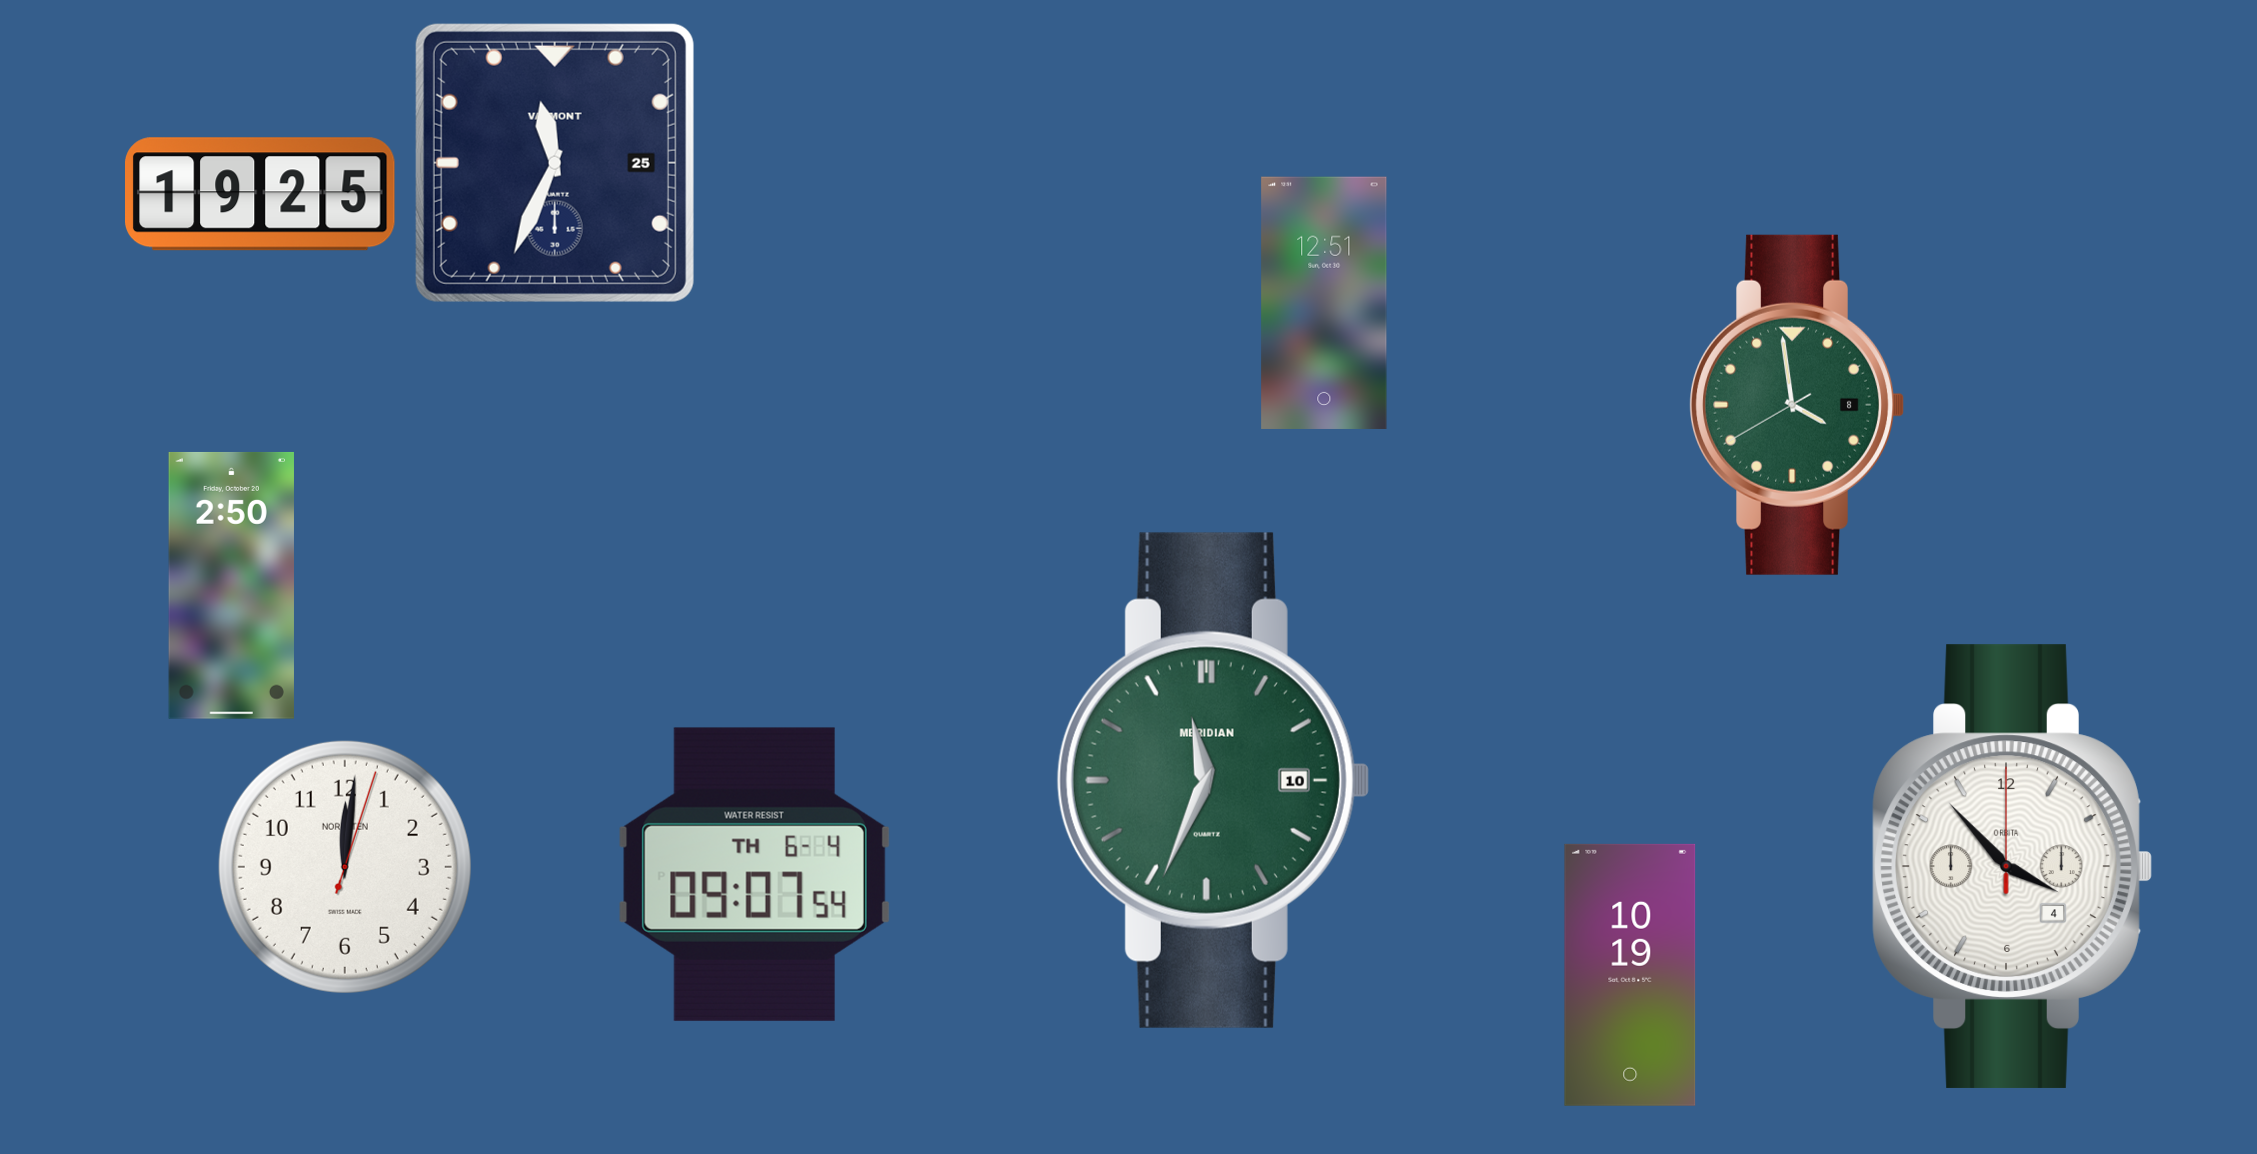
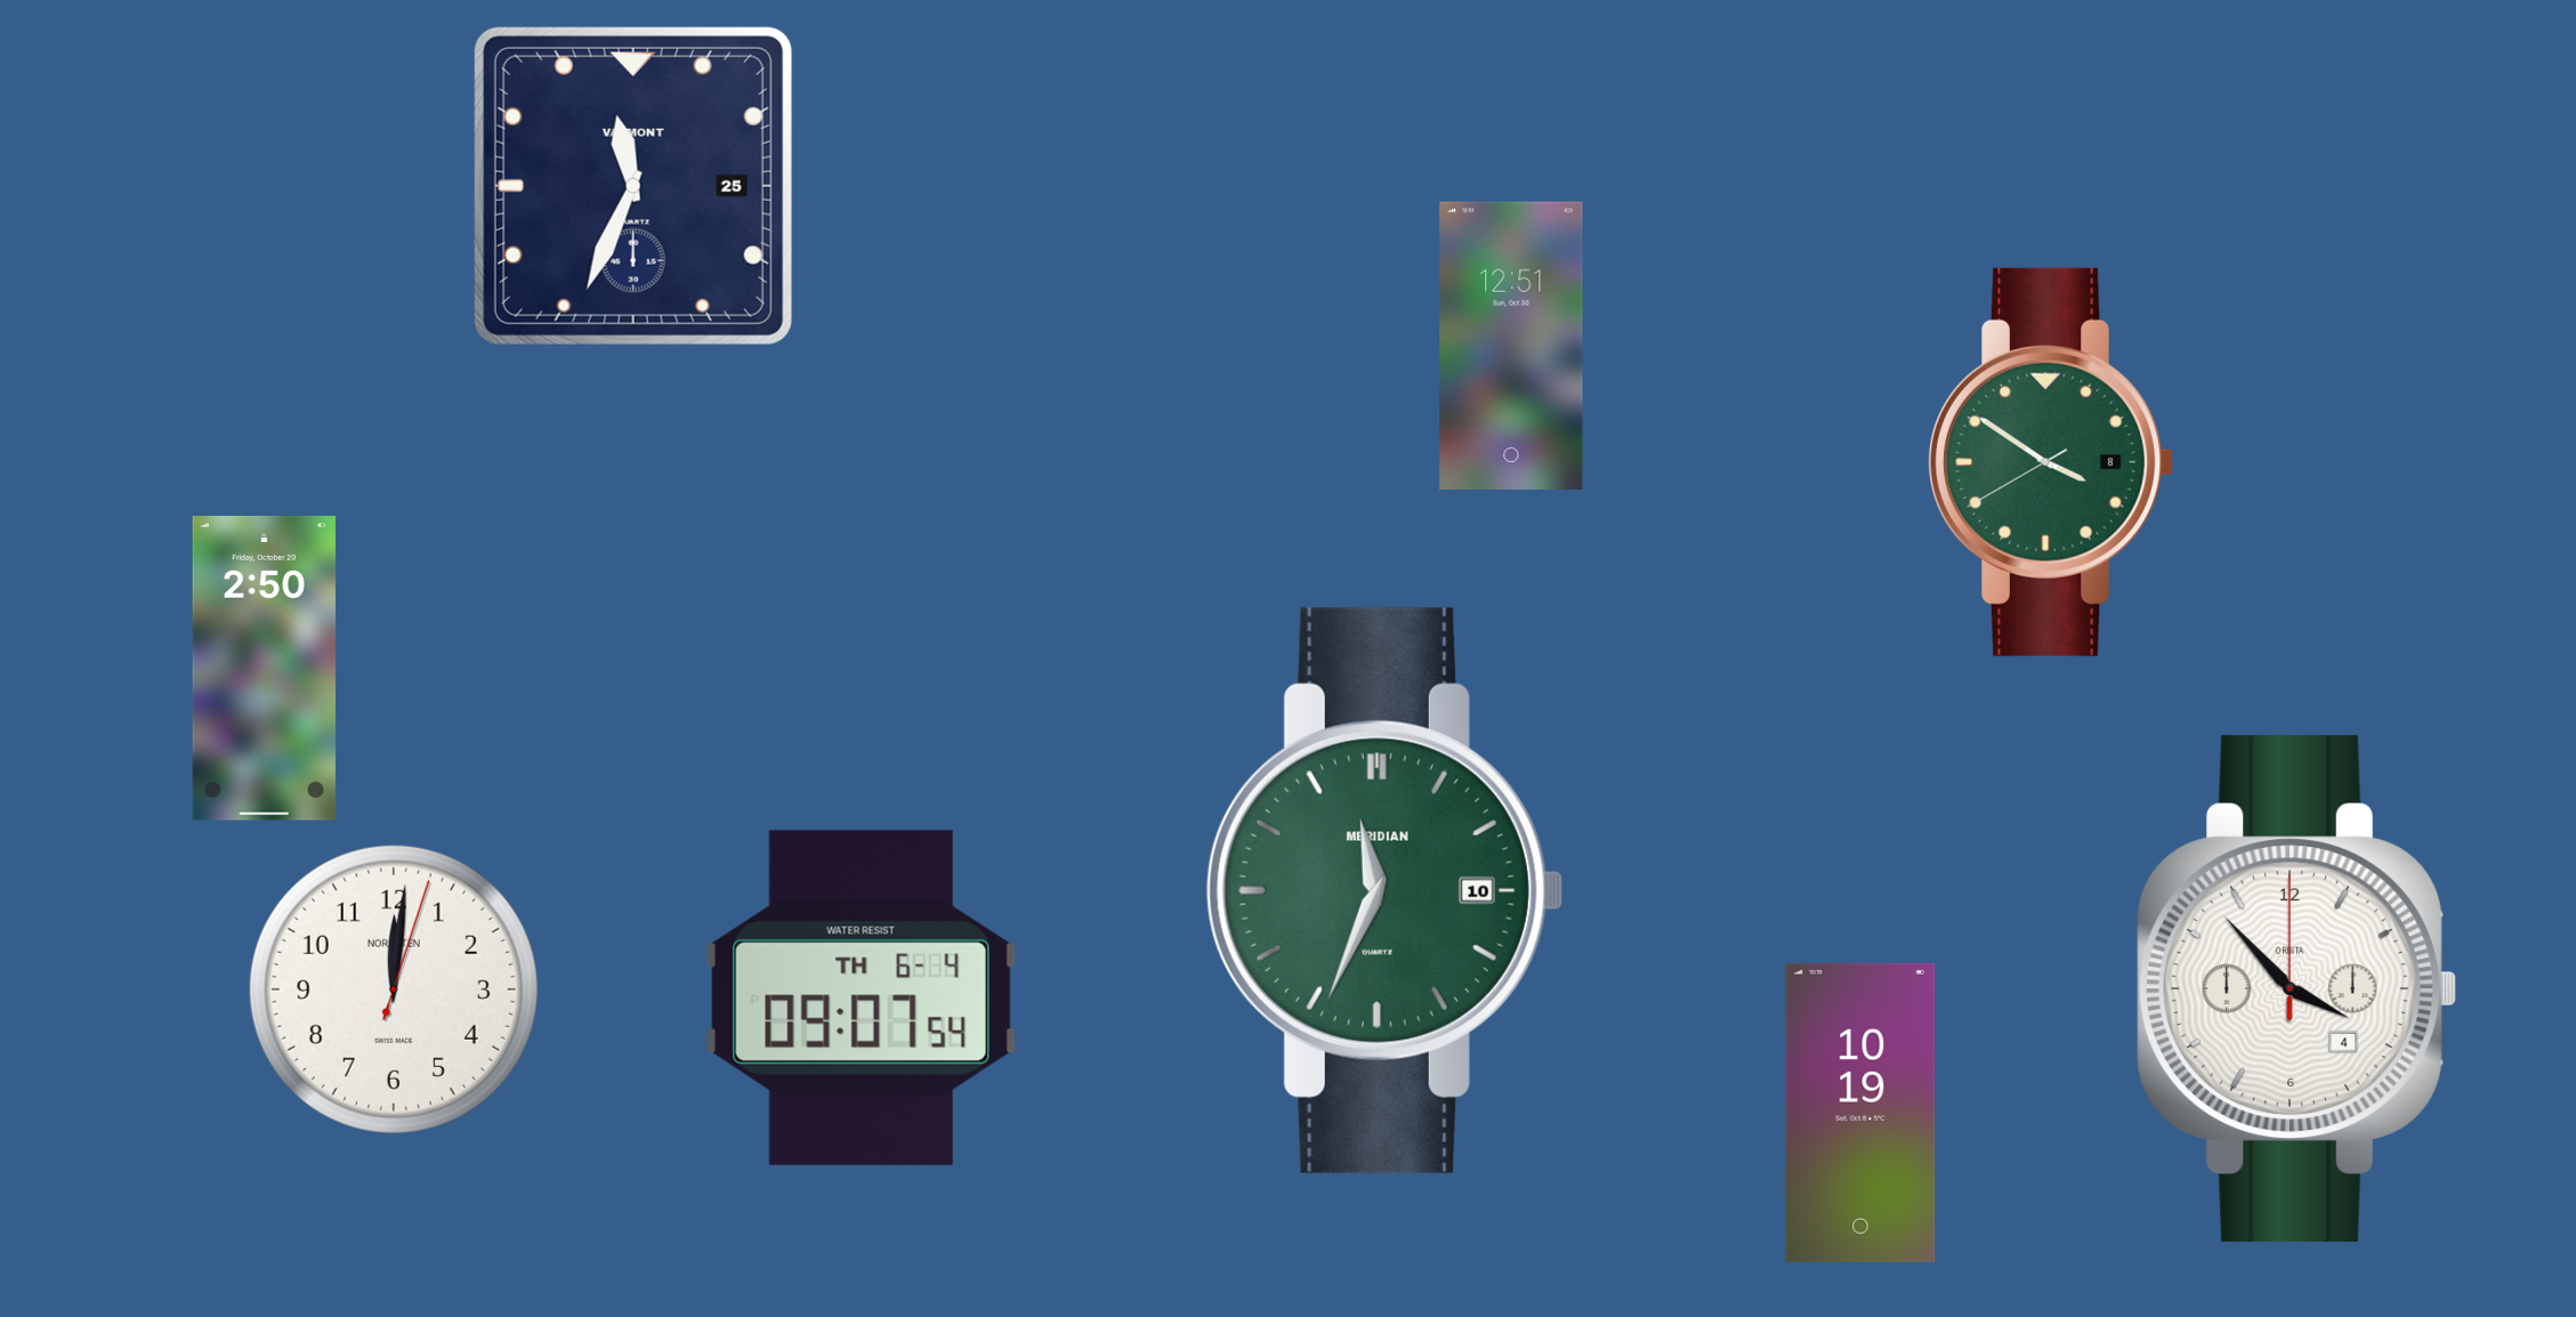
clock at (260, 194): 19:25 -> none
clock at (1796, 405): 3:58 -> 3:50
